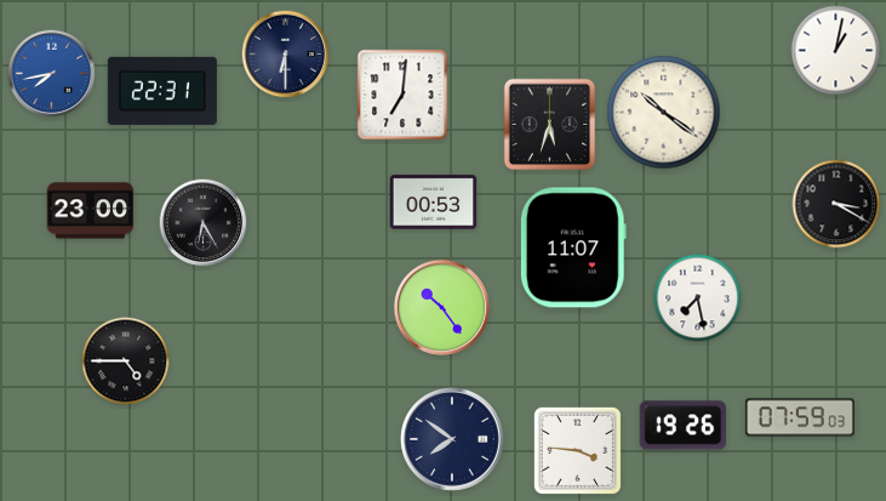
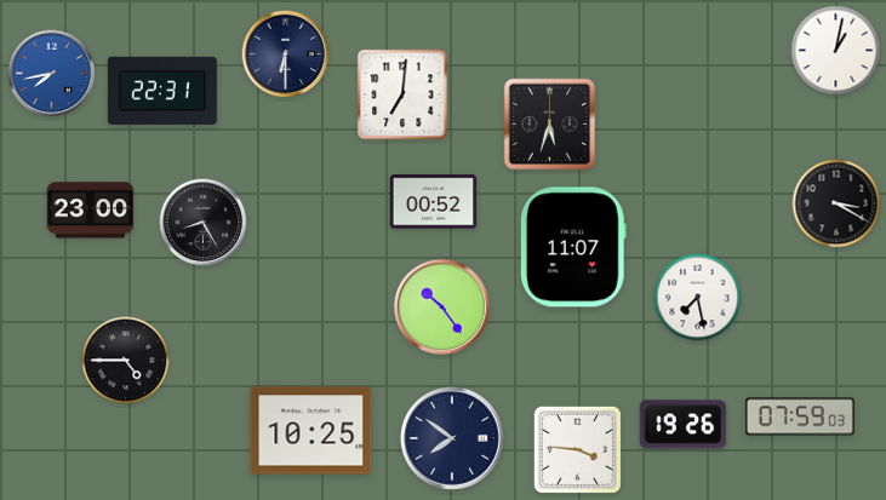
clock at (664, 113): 10:21 -> none
clock at (434, 203): 00:53 -> 00:52
clock at (204, 223): 6:25 -> 8:25
clock at (311, 431): none -> 10:25
